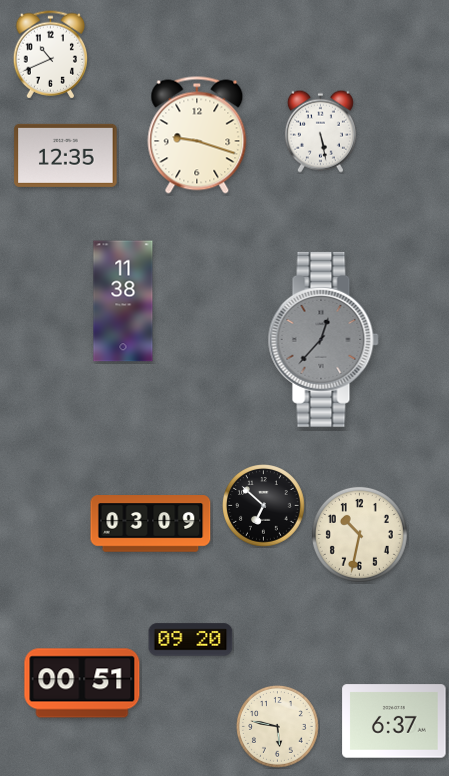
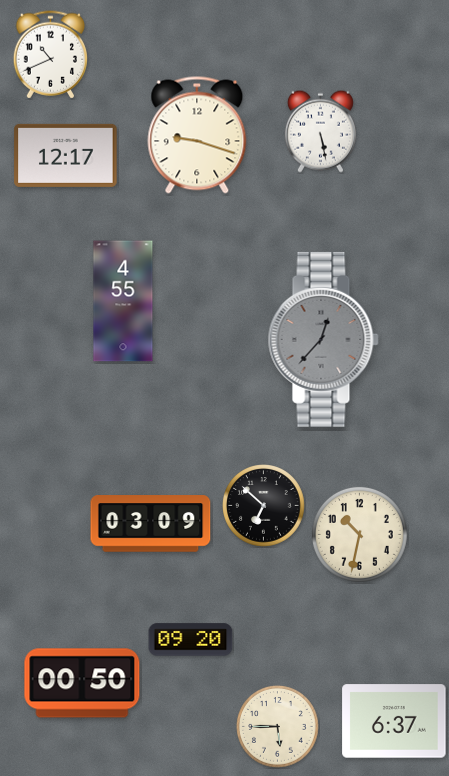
clock at (66, 155): 12:35 -> 12:17
clock at (123, 301): 11:38 -> 4:55
clock at (82, 683): 00:51 -> 00:50
clock at (278, 727): 5:47 -> 5:45
